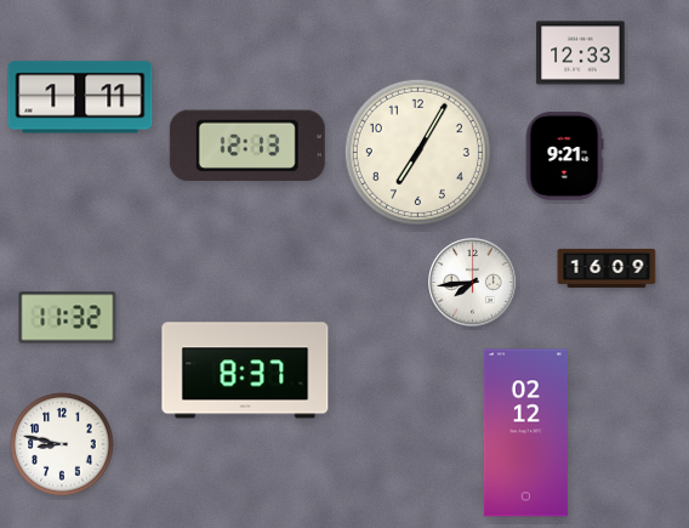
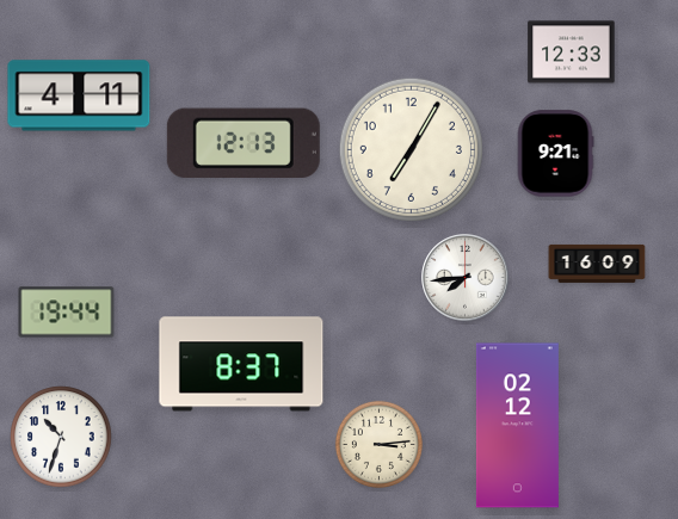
clock at (80, 97): 1:11 -> 4:11
clock at (68, 318): 11:32 -> 19:44
clock at (62, 444): 8:47 -> 10:33
clock at (378, 444): none -> 3:14
